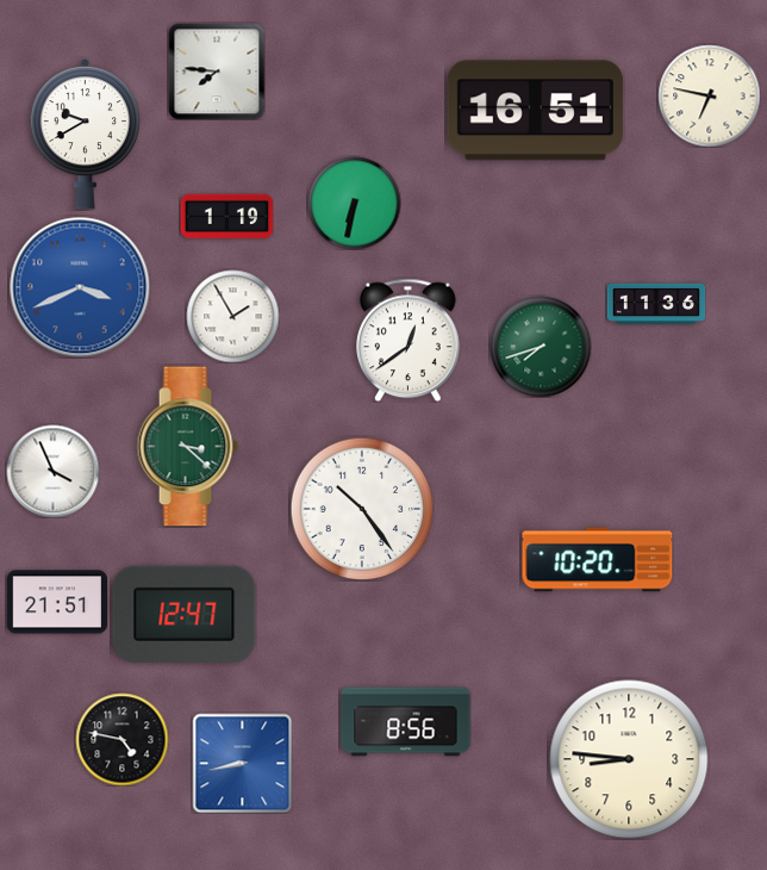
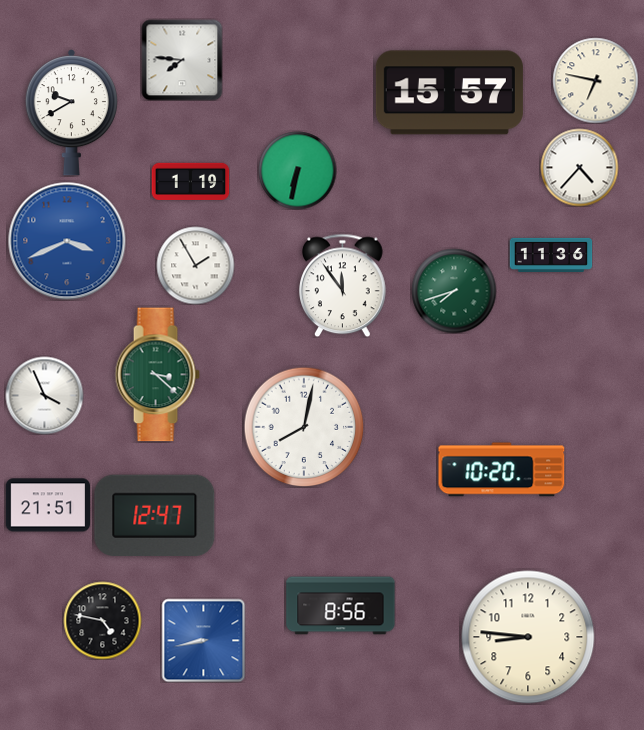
clock at (535, 111): 16:51 -> 15:57
clock at (579, 167): none -> 4:37
clock at (409, 340): 12:39 -> 11:54
clock at (362, 509): 10:24 -> 8:02
